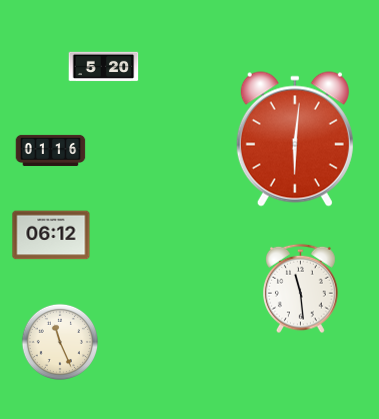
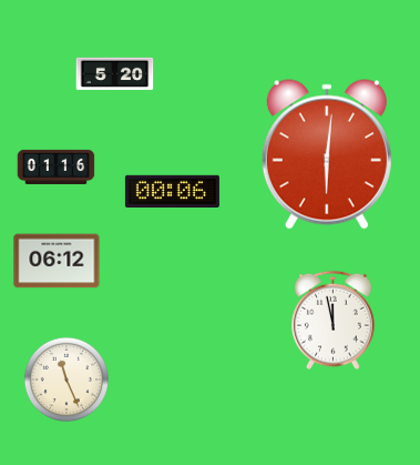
clock at (172, 191): none -> 00:06
clock at (301, 289): 11:29 -> 11:58
